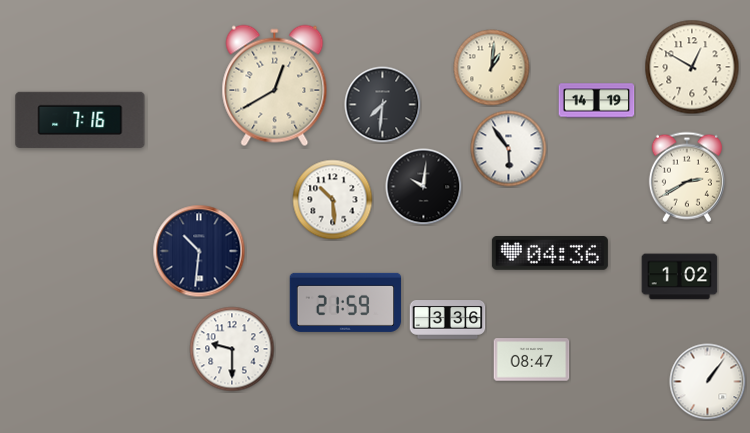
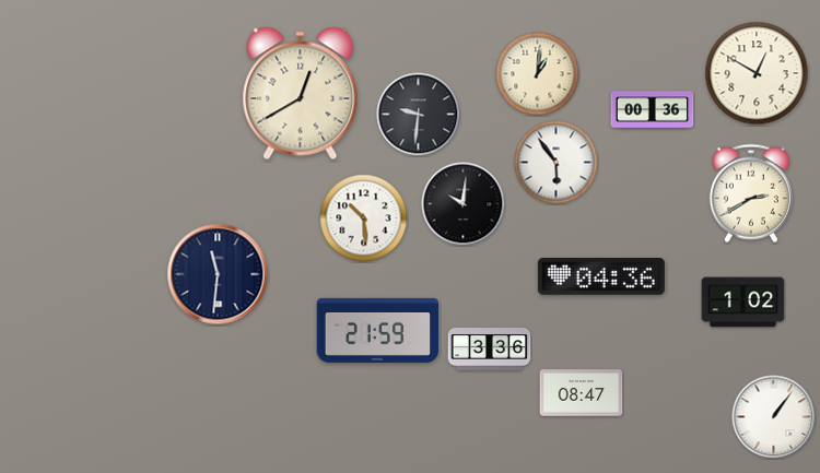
clock at (597, 101): 14:19 -> 00:36
clock at (383, 105): 7:31 -> 9:31
clock at (80, 120): 7:16 -> none
clock at (199, 251): 10:31 -> 11:31
clock at (232, 349): 9:30 -> none
